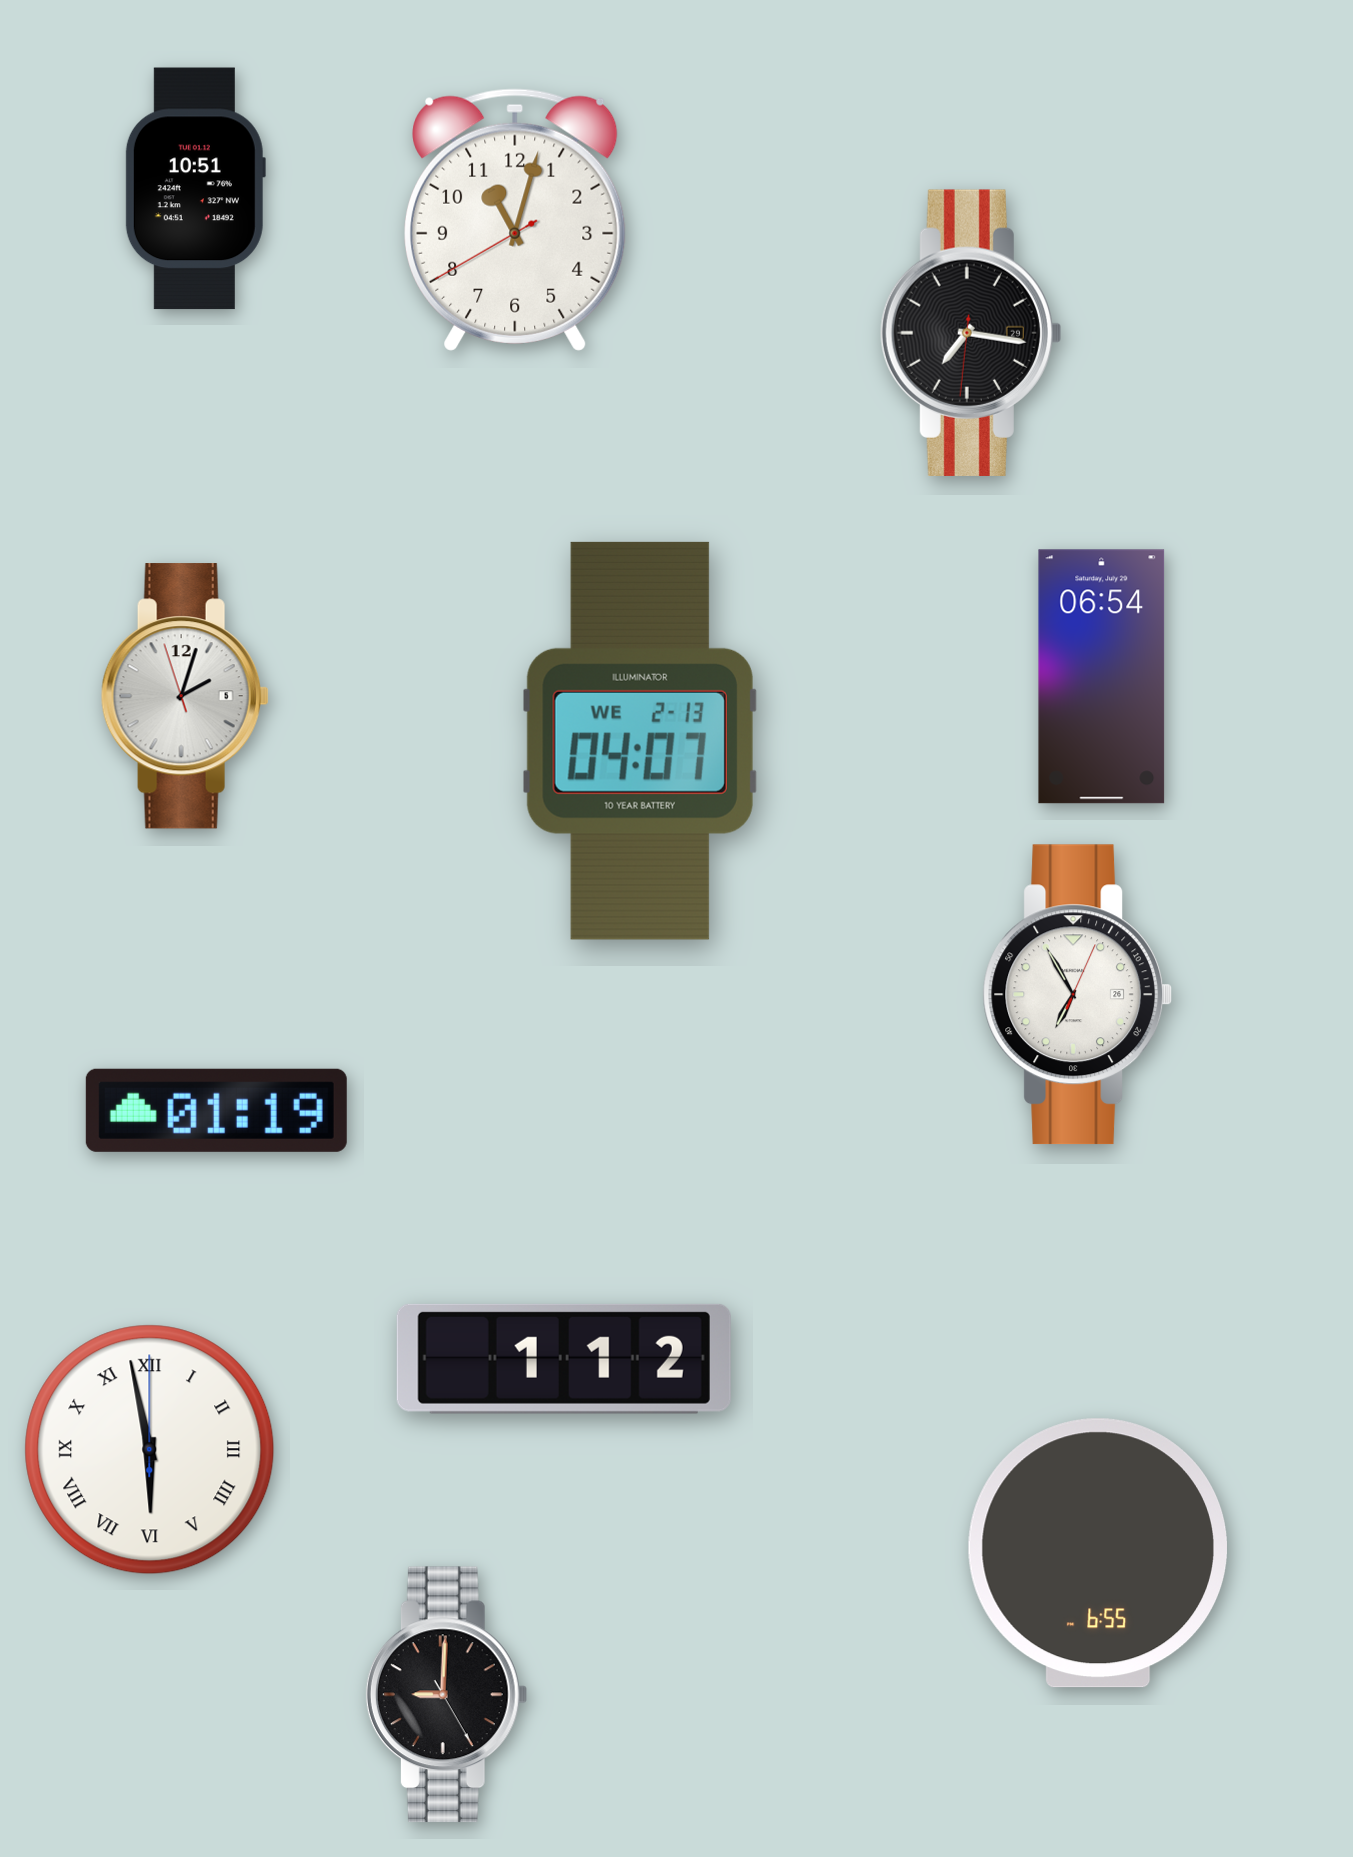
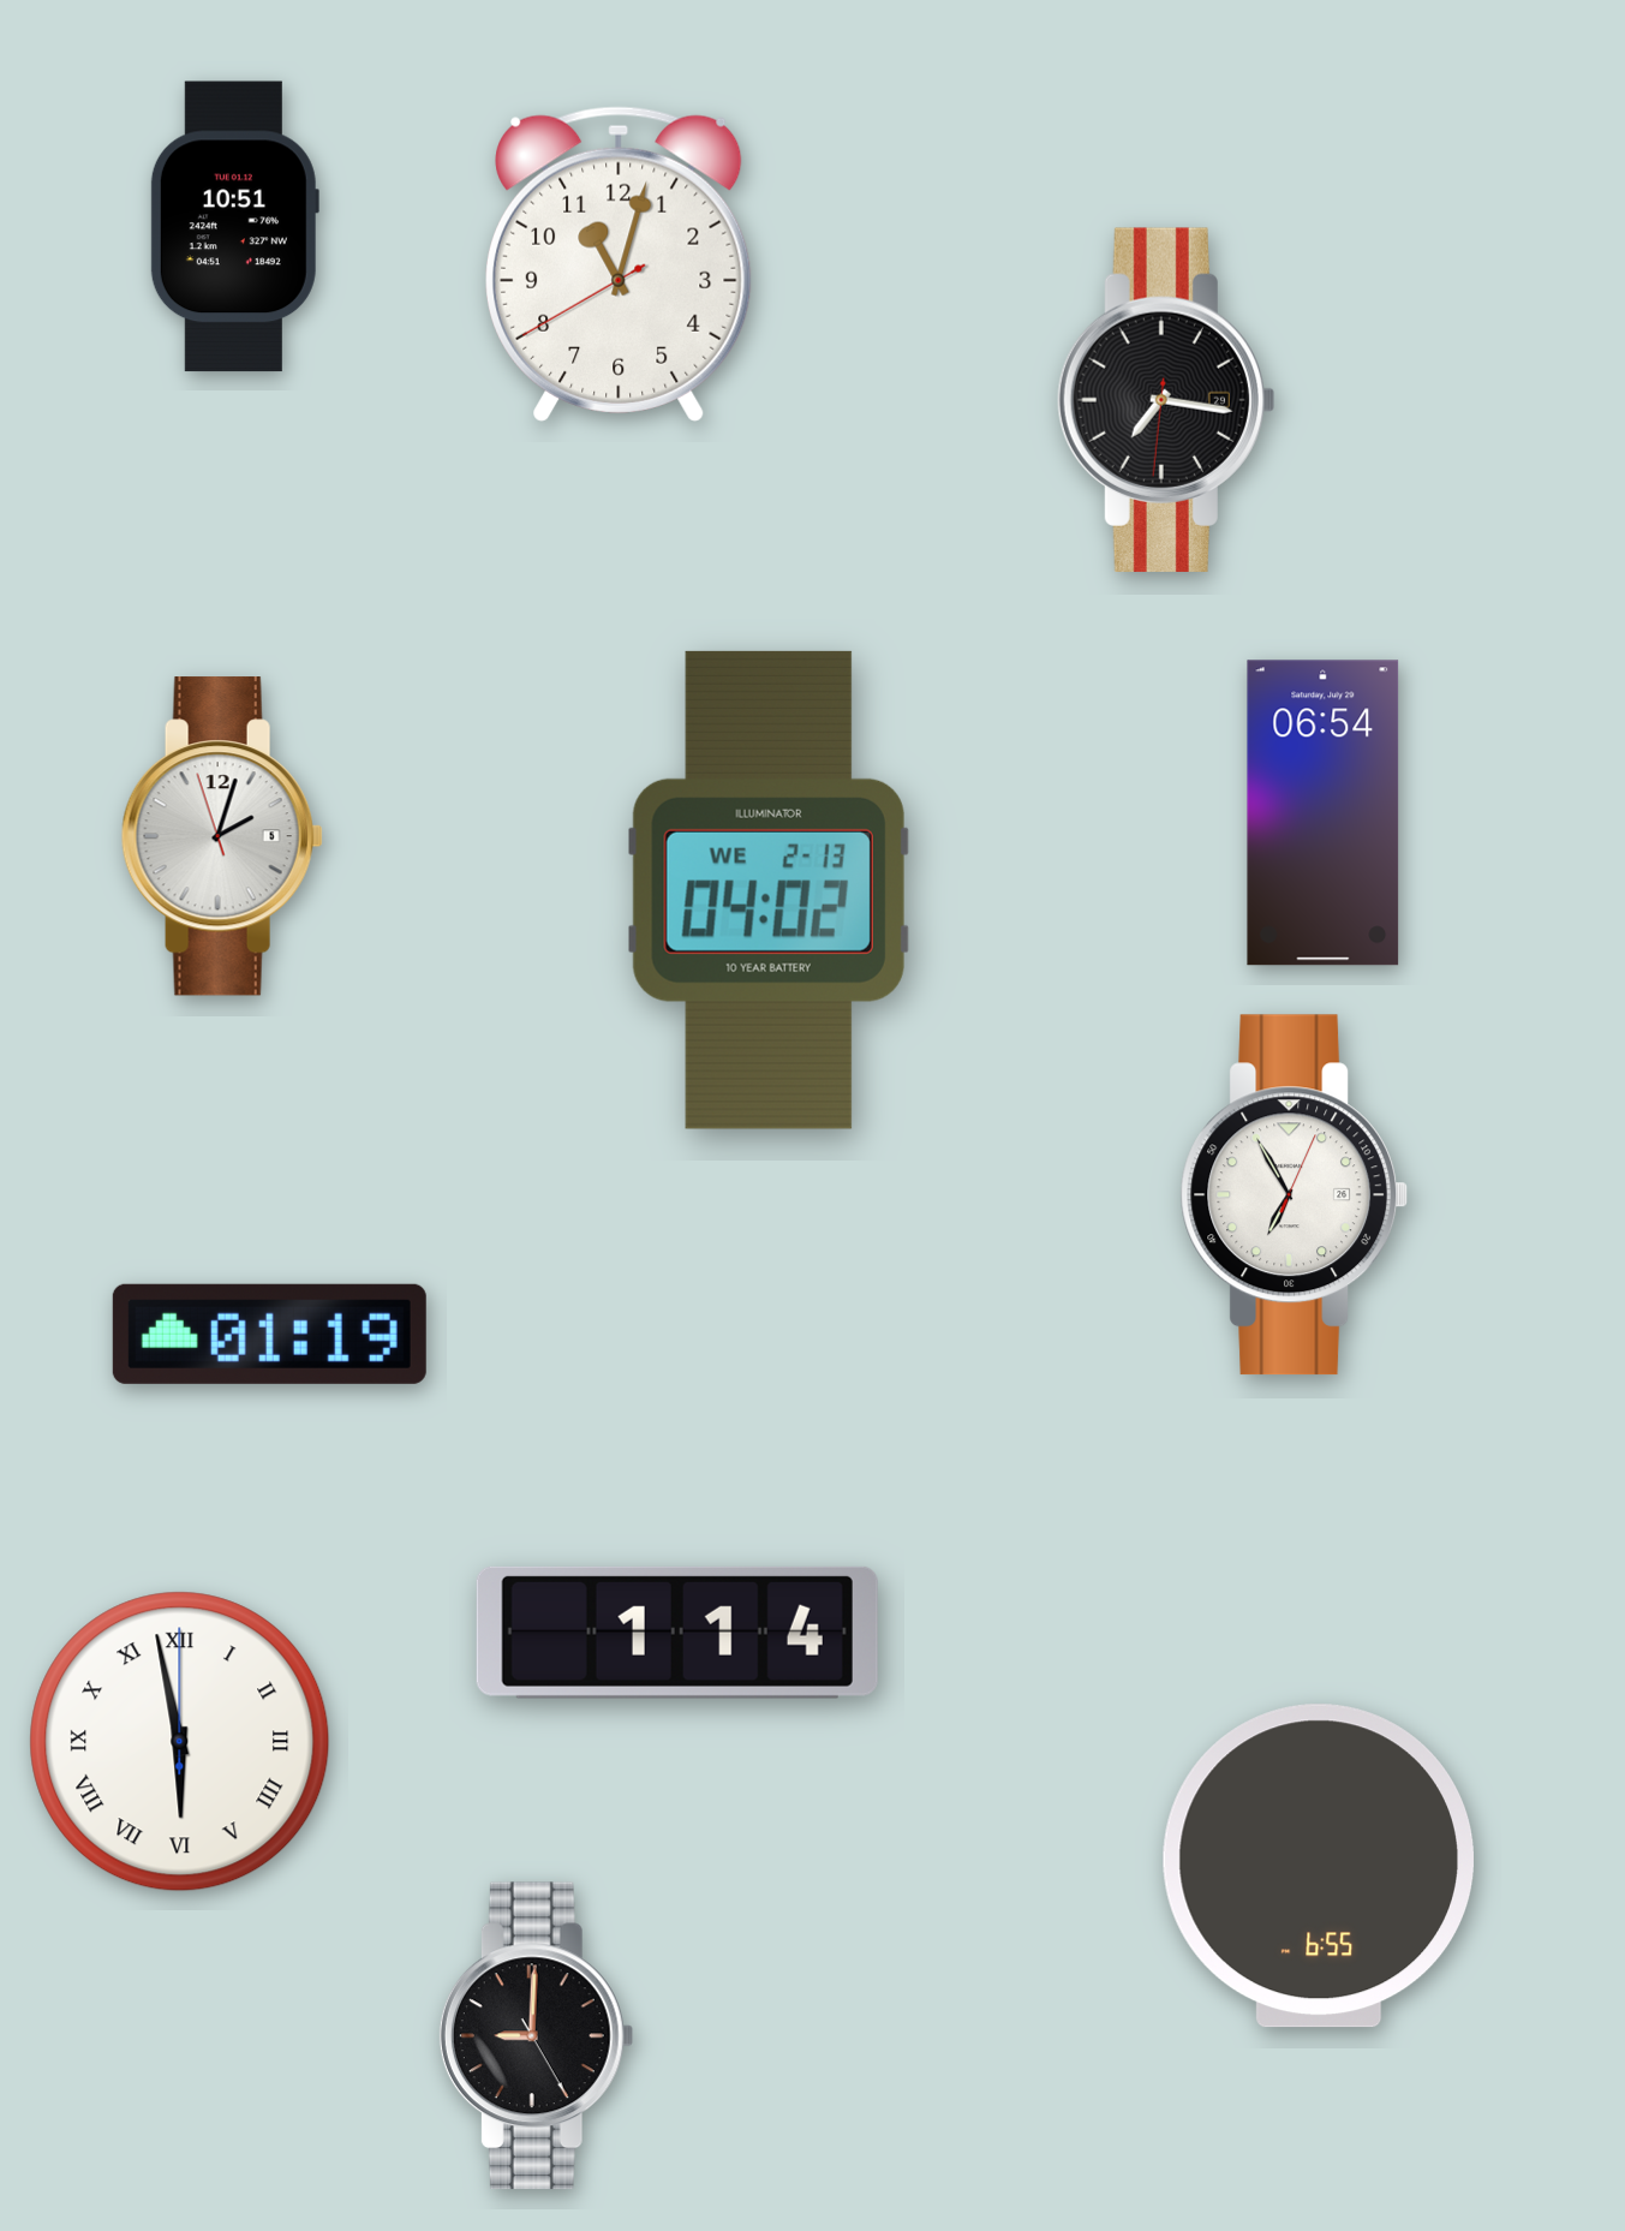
clock at (640, 741): 04:07 -> 04:02
clock at (216, 1110) position: (216, 1110) -> (269, 1334)
clock at (564, 1359): 1:12 -> 1:14
